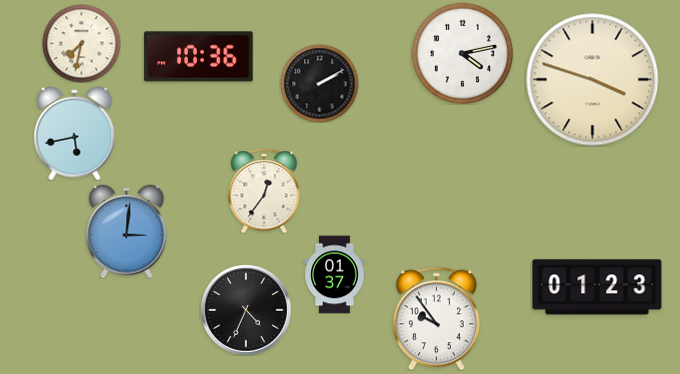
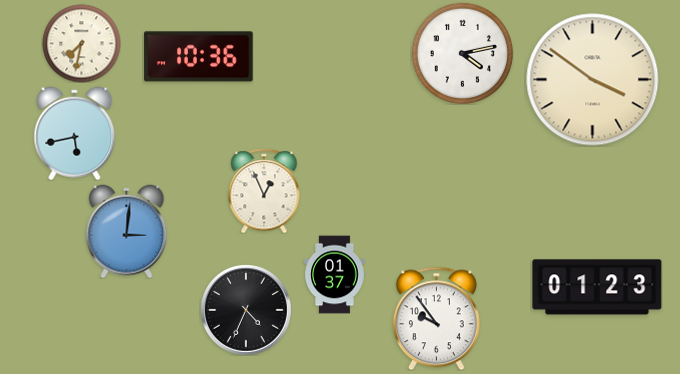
clock at (593, 80): 3:48 -> 3:51
clock at (319, 83): 2:10 -> none
clock at (264, 191): 12:36 -> 12:56
